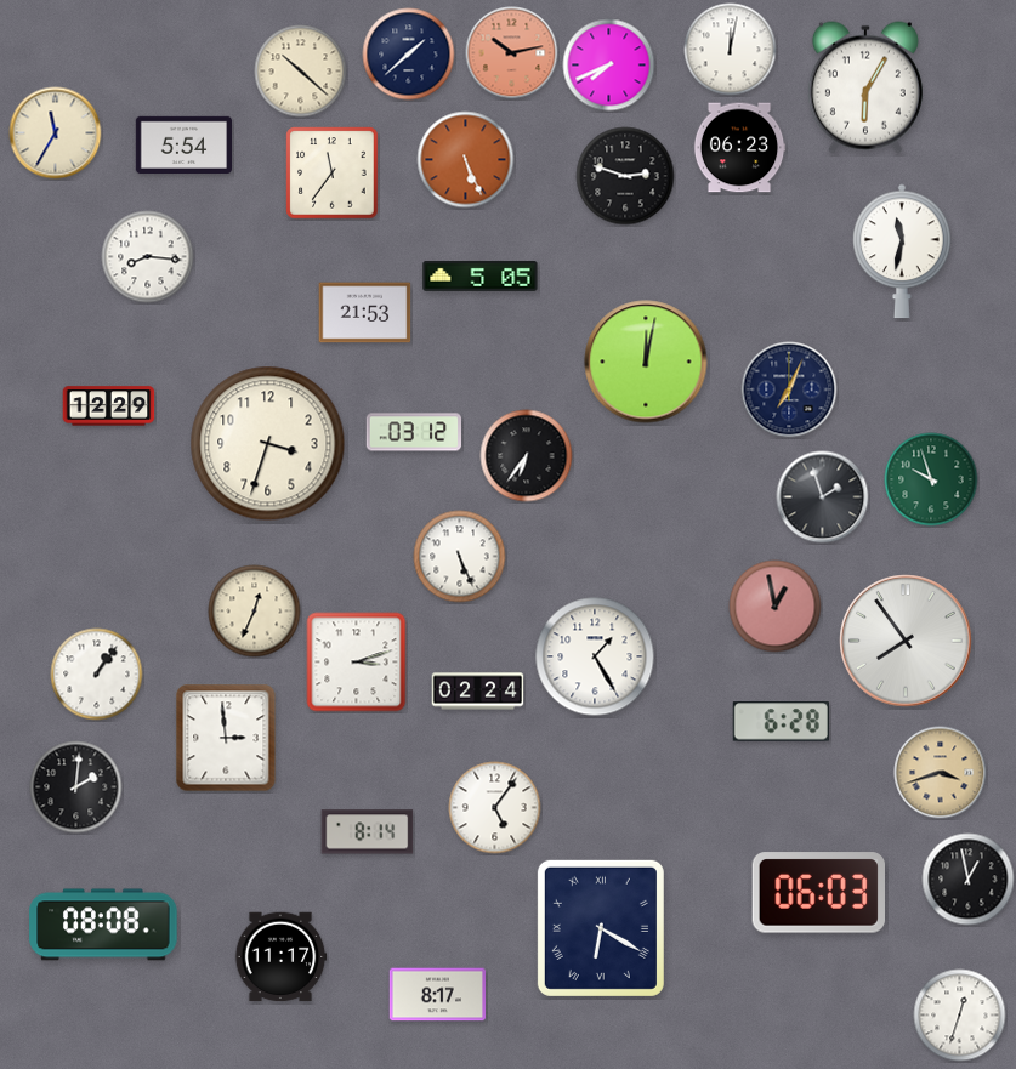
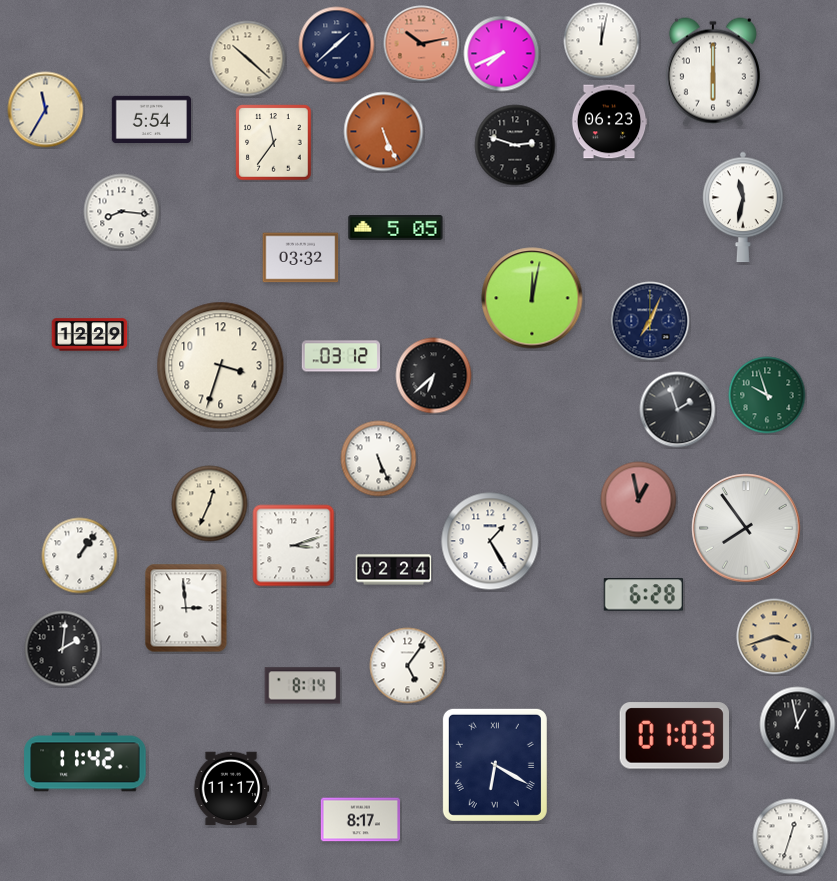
clock at (865, 87): 6:05 -> 6:00
clock at (365, 313): 21:53 -> 03:32
clock at (527, 456): 6:36 -> 6:38
clock at (818, 893): 06:03 -> 01:03
clock at (103, 925): 08:08 -> 11:42
